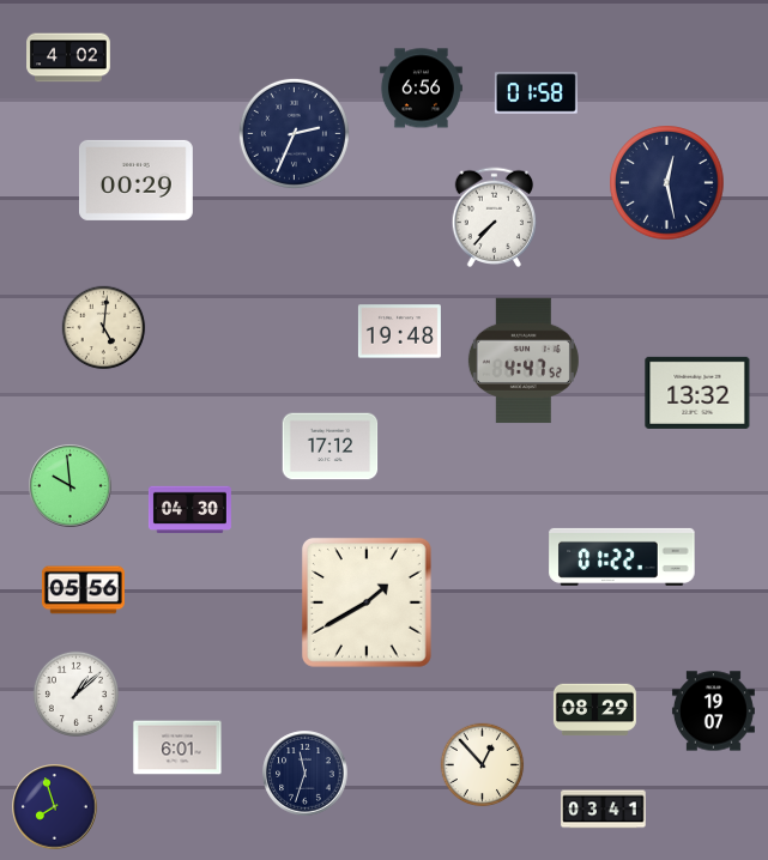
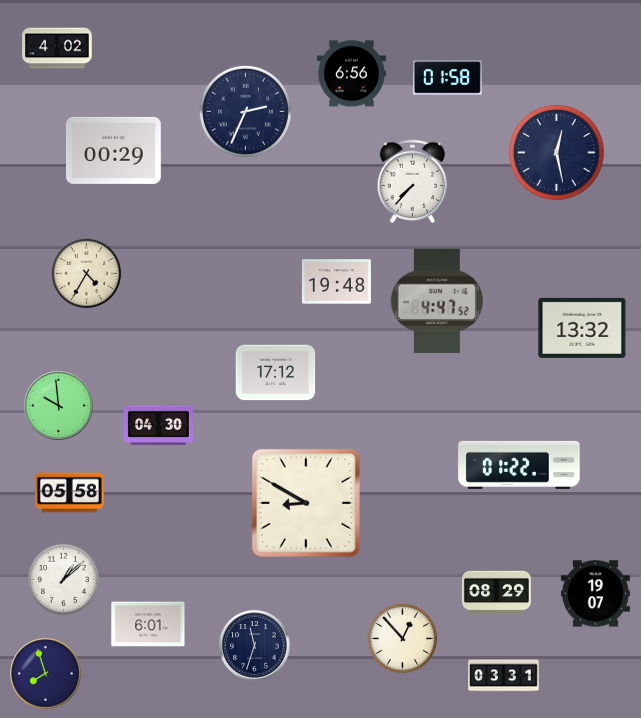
clock at (104, 328): 5:01 -> 4:35
clock at (399, 332) position: (399, 332) -> (336, 282)
clock at (83, 591): 05:56 -> 05:58
clock at (367, 602): 1:40 -> 8:50
clock at (604, 810): 03:41 -> 03:31
